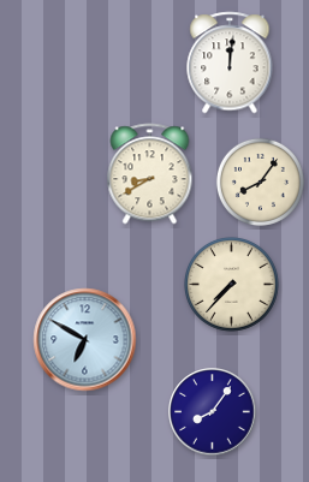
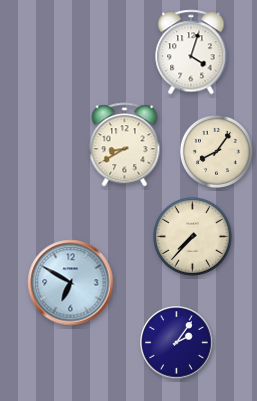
clock at (230, 63): 12:01 -> 4:03
clock at (213, 412): 8:06 -> 2:06
